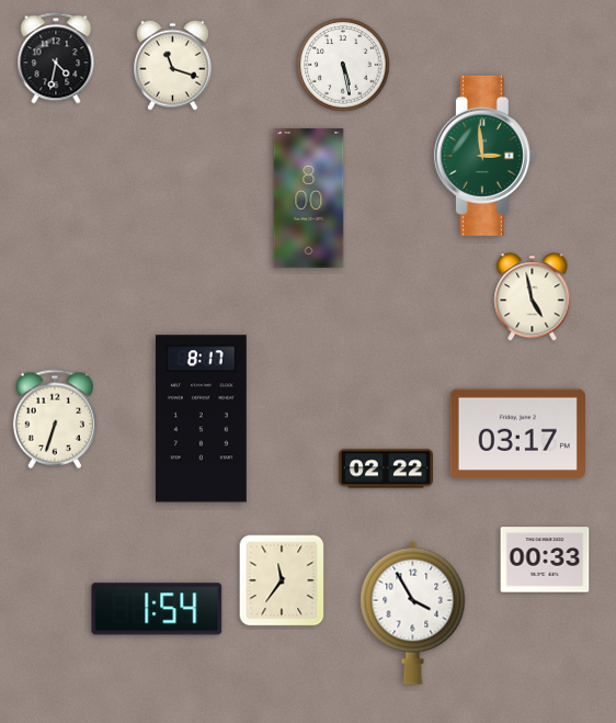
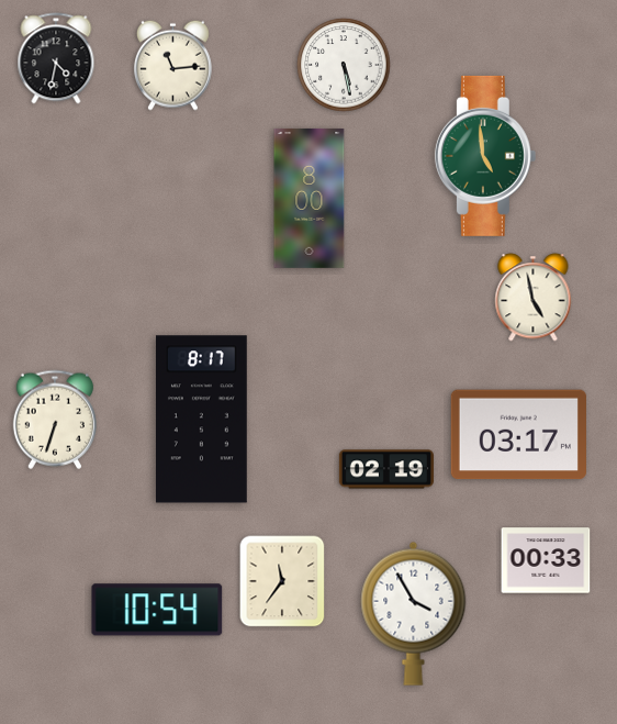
clock at (172, 65): 11:18 -> 11:14
clock at (484, 156): 2:59 -> 4:59
clock at (386, 468): 02:22 -> 02:19
clock at (157, 609): 1:54 -> 10:54
